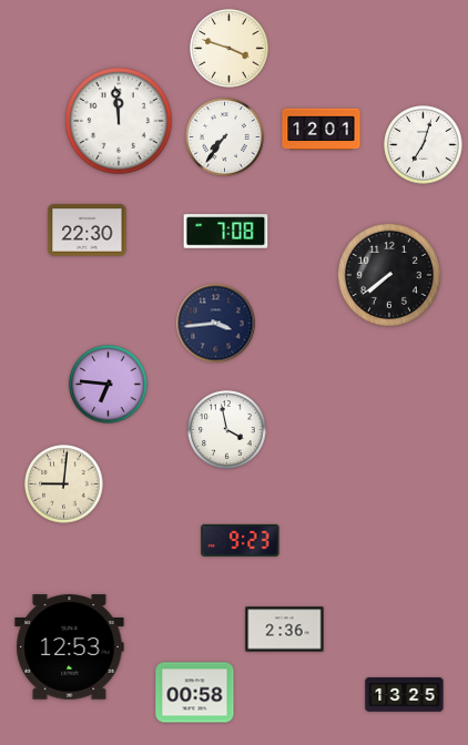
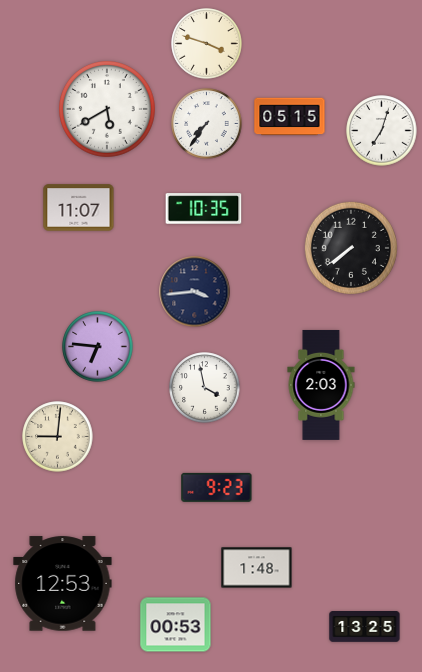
clock at (120, 122): 11:59 -> 5:40
clock at (322, 130): 12:01 -> 05:15
clock at (225, 137) position: (225, 137) -> (207, 124)
clock at (88, 231): 22:30 -> 11:07
clock at (226, 232): 7:08 -> 10:35
clock at (321, 385): none -> 2:03
clock at (285, 630): 2:36 -> 1:48
clock at (195, 693): 00:58 -> 00:53
